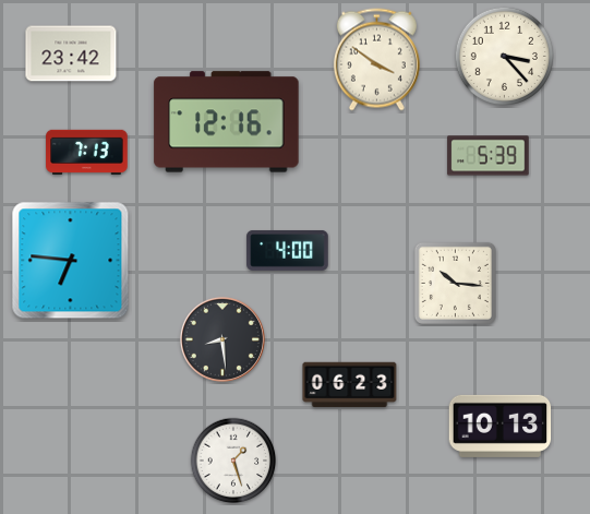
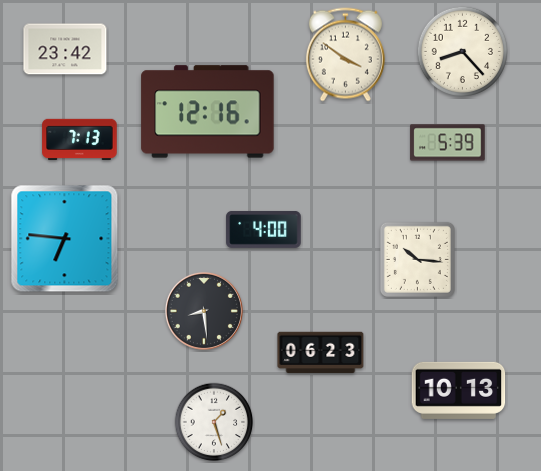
clock at (504, 56): 3:23 -> 8:23
